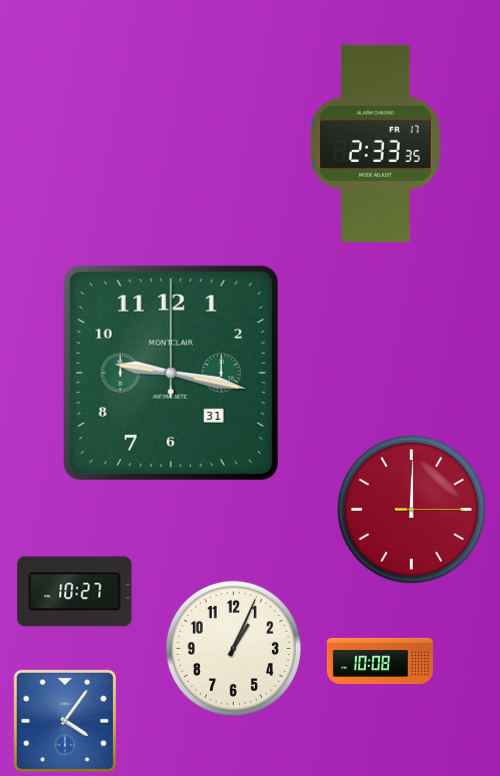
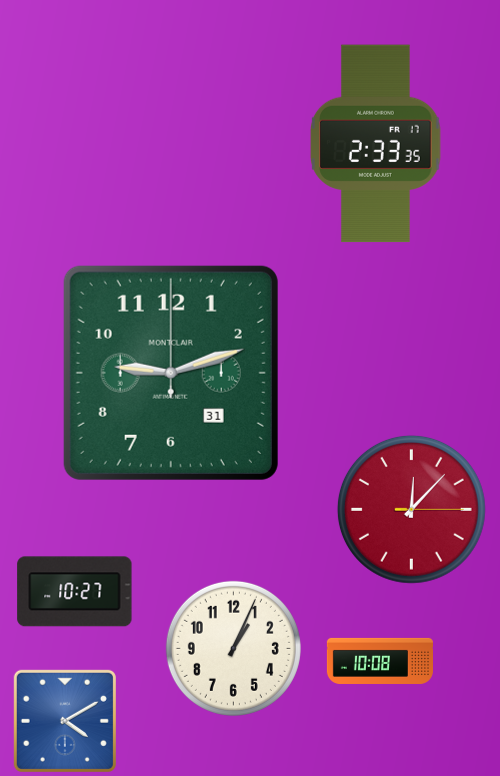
clock at (171, 373): 9:17 -> 9:12
clock at (411, 509): 12:00 -> 12:07
clock at (65, 721): 4:06 -> 4:10
